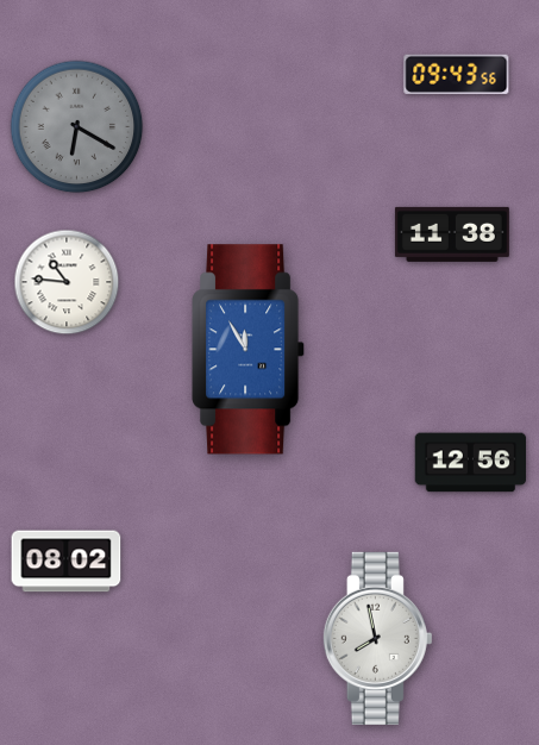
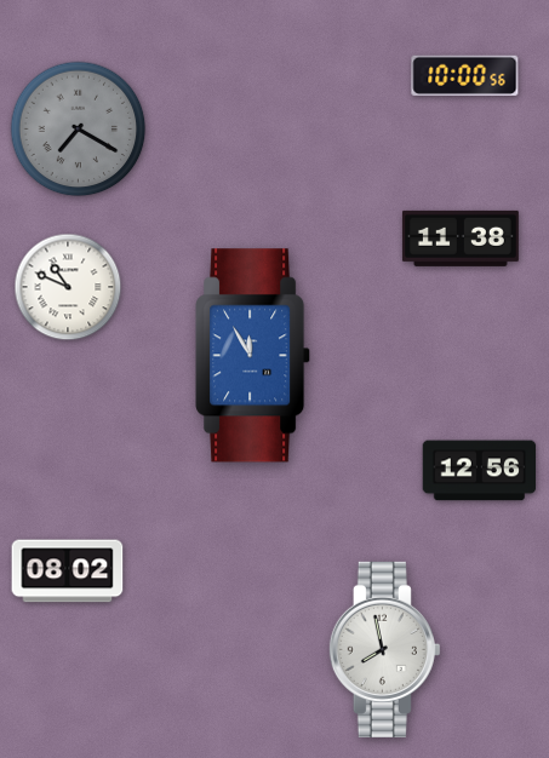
clock at (457, 74): 09:43 -> 10:00
clock at (77, 127): 6:20 -> 7:20
clock at (67, 282): 10:46 -> 10:49
